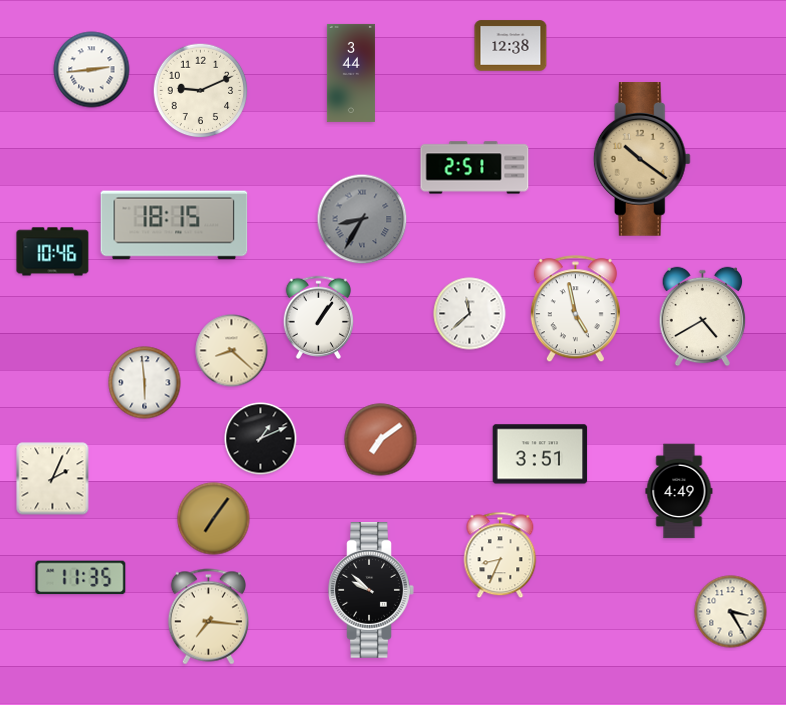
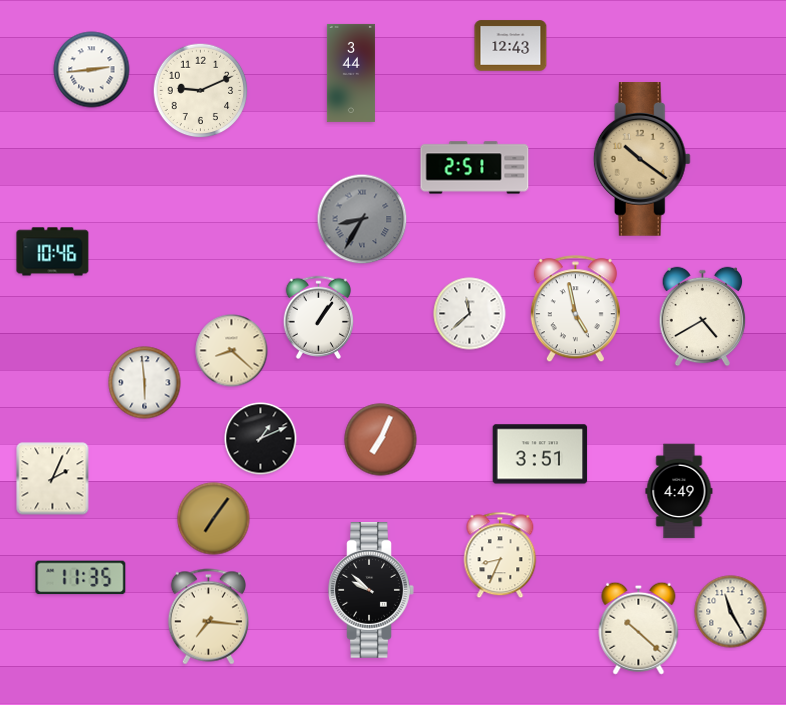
clock at (511, 46): 12:38 -> 12:43
clock at (174, 225): 18:15 -> none
clock at (381, 440): 7:09 -> 7:04
clock at (731, 612): 3:25 -> 11:25
clock at (639, 628): none -> 10:22
